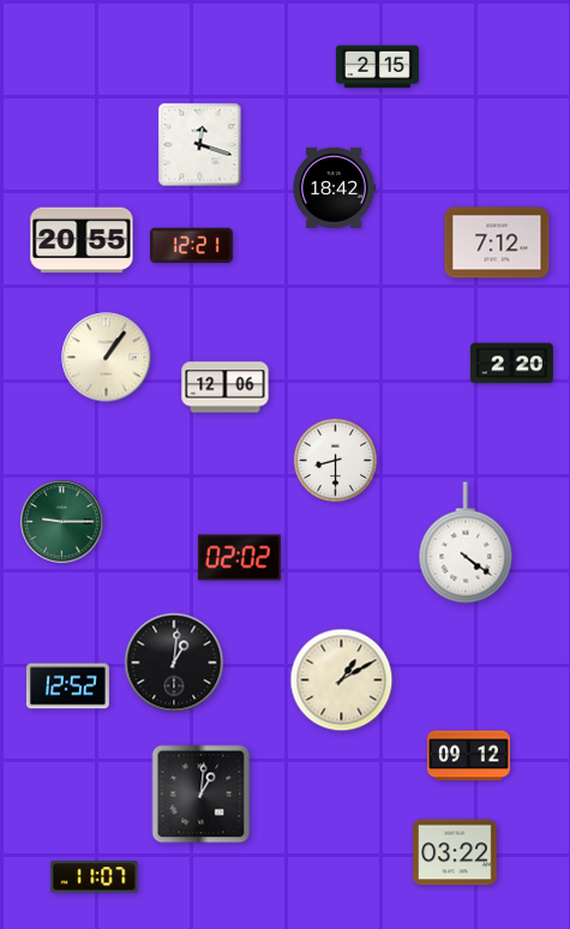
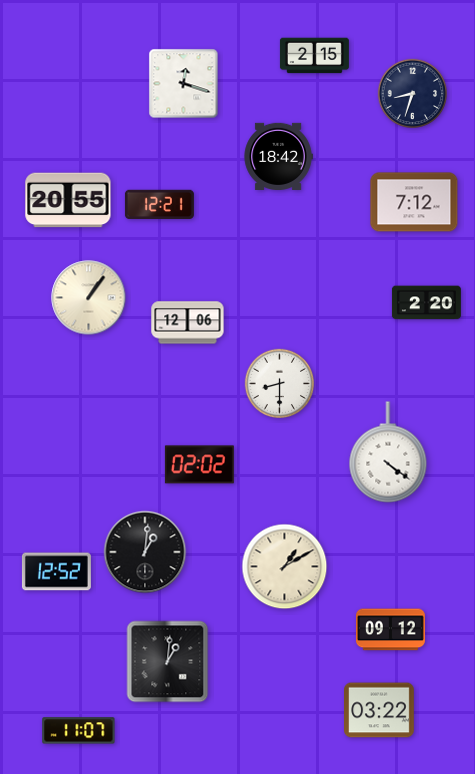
clock at (413, 94): none -> 8:33
clock at (200, 145) position: (200, 145) -> (184, 84)
clock at (62, 522): 9:15 -> none
